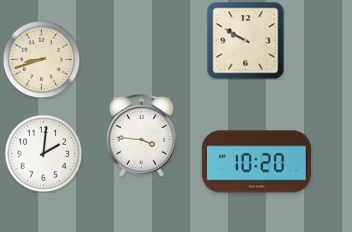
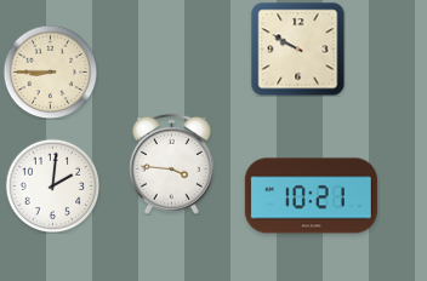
clock at (41, 59): 8:42 -> 8:45
clock at (256, 162): 10:20 -> 10:21
